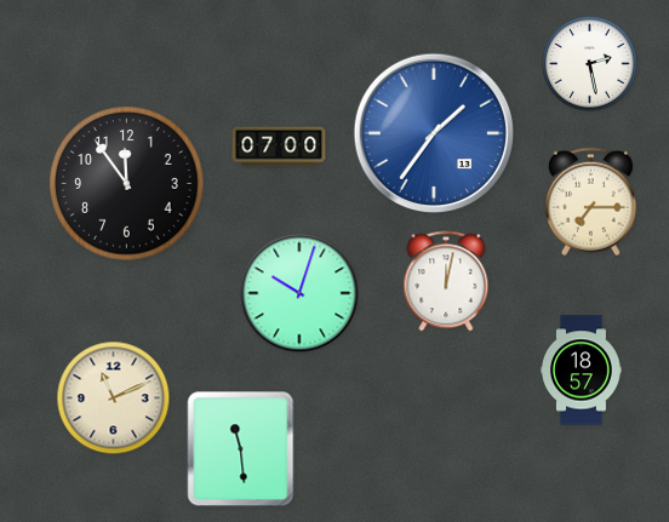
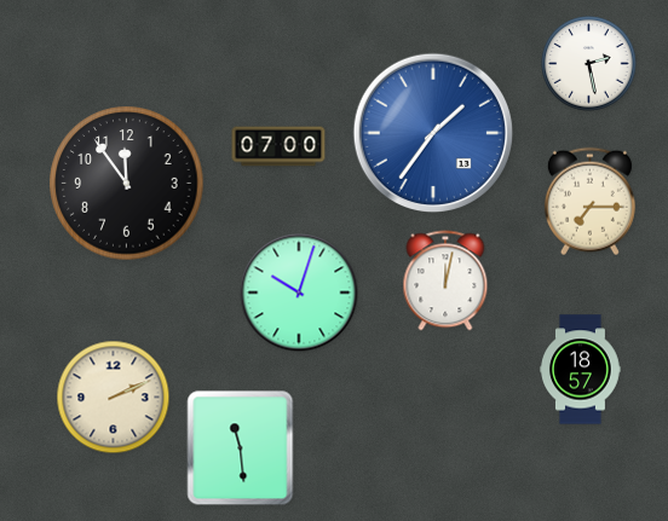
clock at (114, 398): 11:11 -> 2:11
